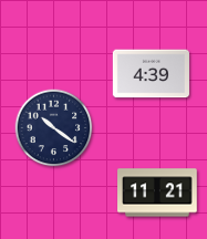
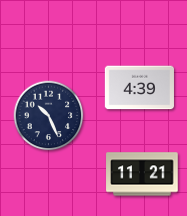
clock at (151, 74) position: (151, 74) -> (139, 88)
clock at (54, 128): 10:21 -> 10:26
